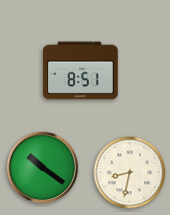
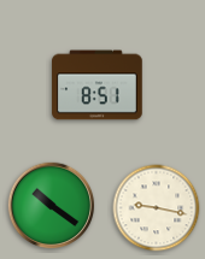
clock at (43, 168) position: (43, 168) -> (52, 206)
clock at (130, 173): 8:32 -> 9:17
